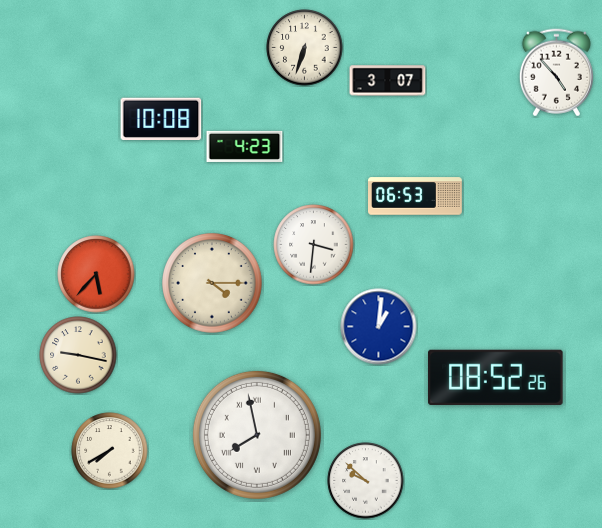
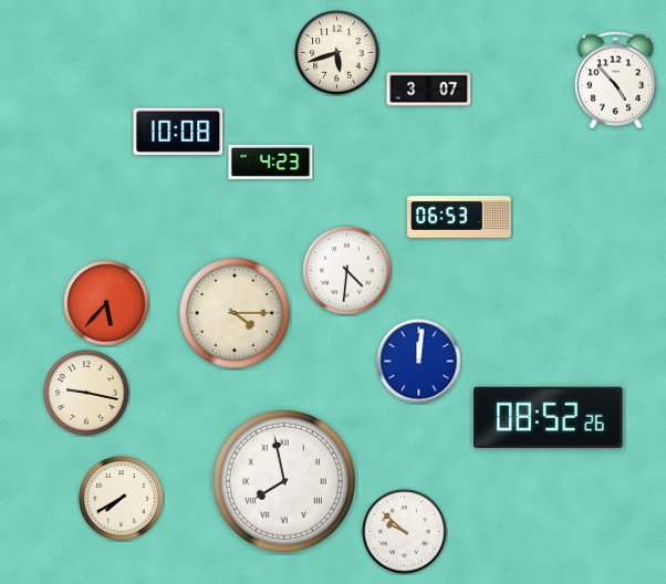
clock at (305, 48): 6:33 -> 5:42
clock at (314, 245): 3:31 -> 4:31
clock at (379, 327): 1:01 -> 12:01
